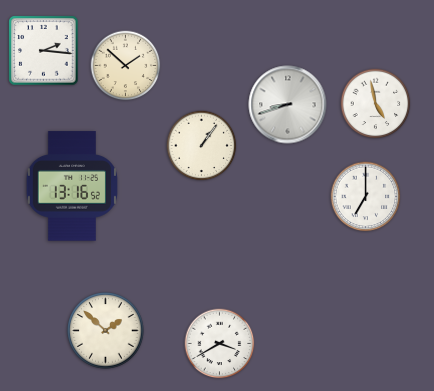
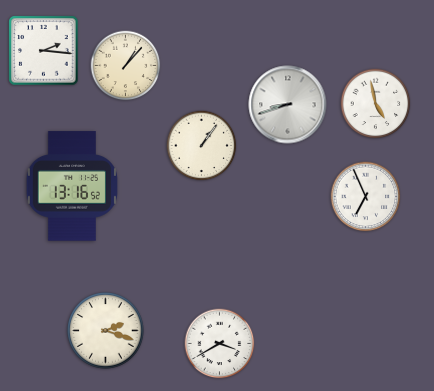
clock at (126, 66): 1:52 -> 1:07
clock at (366, 197): 7:00 -> 6:56
clock at (106, 331): 1:52 -> 2:18
